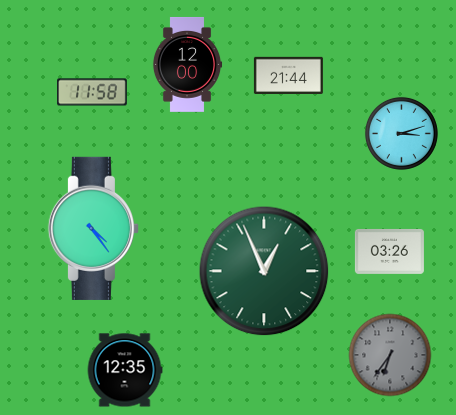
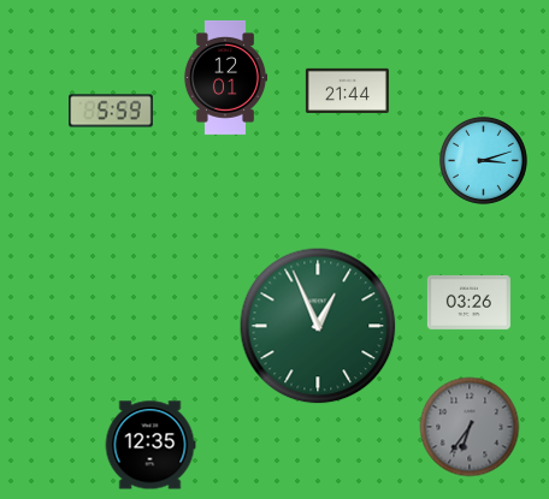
clock at (187, 64): 12:00 -> 12:01
clock at (93, 92): 11:58 -> 5:59
clock at (93, 228): 4:24 -> none
